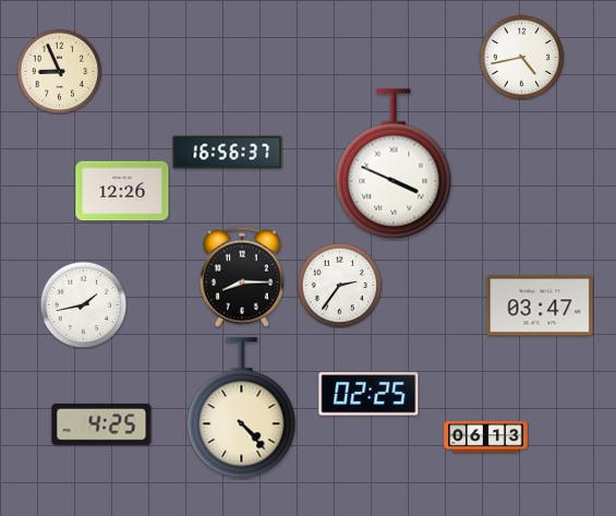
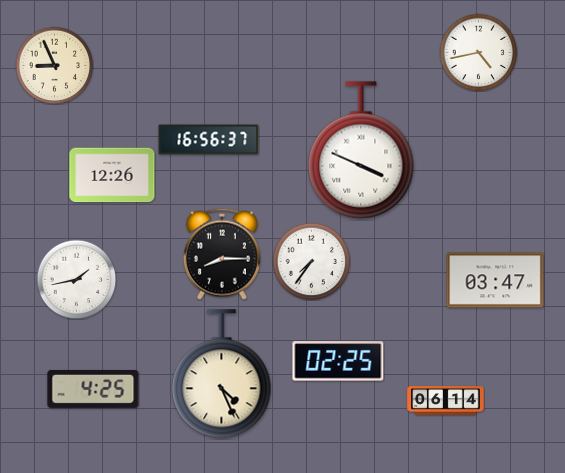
clock at (339, 285): 2:36 -> 7:36
clock at (242, 408): 4:23 -> 4:26
clock at (486, 437): 06:13 -> 06:14
